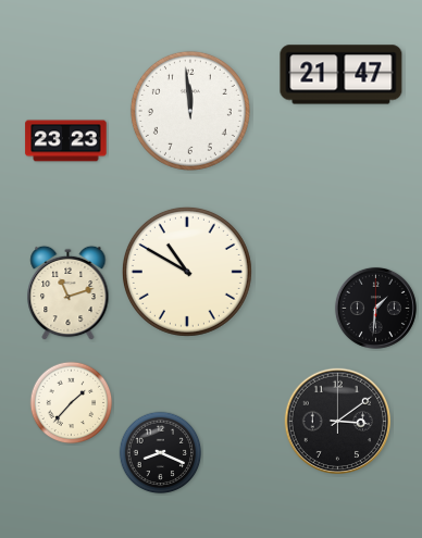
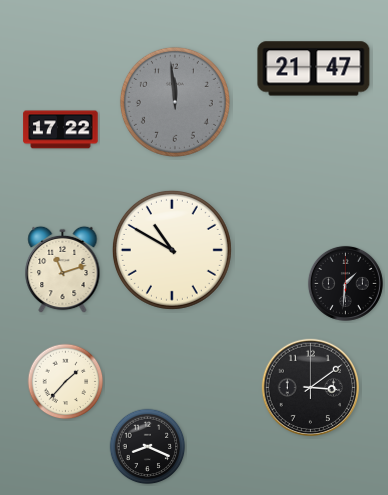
clock at (190, 111) dial: white -> grey
clock at (66, 141): 23:23 -> 17:22
clock at (72, 403) position: (72, 403) -> (66, 382)
clock at (161, 453) position: (161, 453) -> (148, 447)
